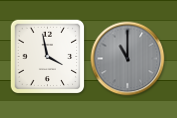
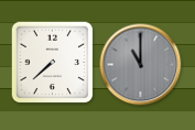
clock at (48, 57): 3:58 -> 7:38
